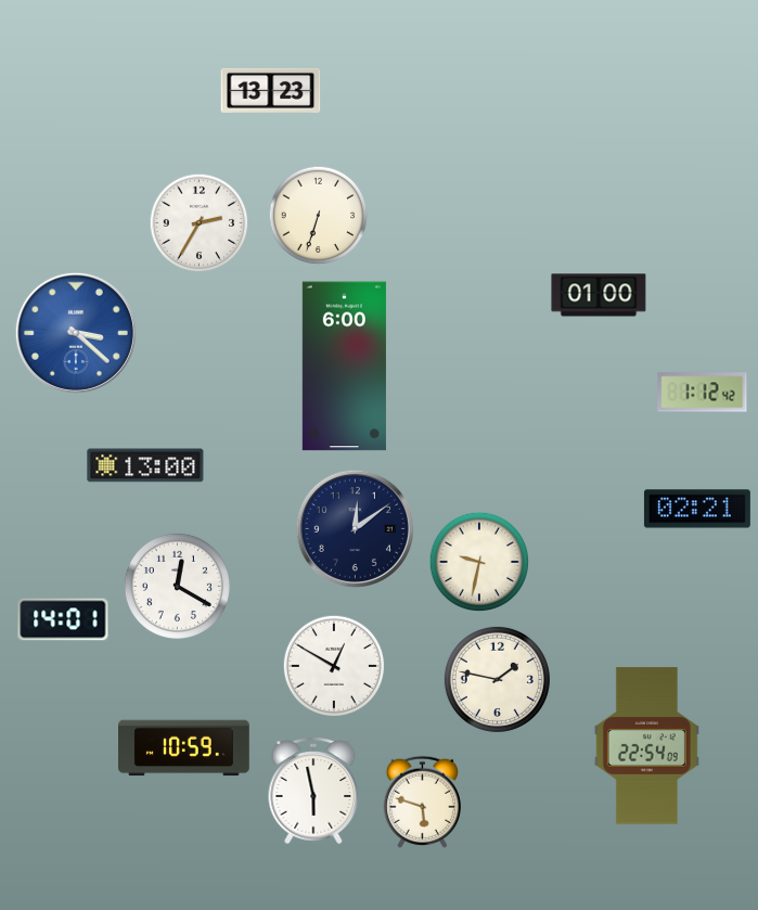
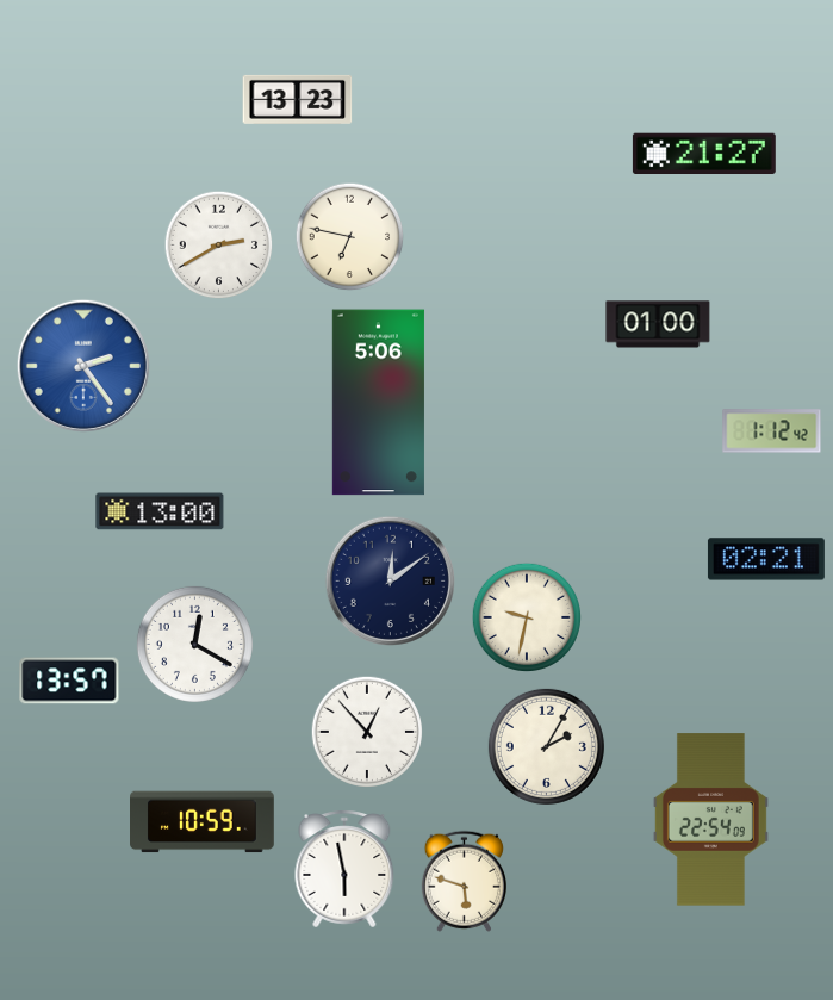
clock at (704, 153): none -> 21:27
clock at (319, 216): 6:33 -> 6:47
clock at (200, 223): 2:35 -> 2:40
clock at (76, 333): 3:22 -> 2:24
clock at (344, 367): 6:00 -> 5:06
clock at (63, 619): 14:01 -> 13:57
clock at (333, 665): 12:50 -> 12:53
clock at (497, 679): 1:47 -> 2:05
